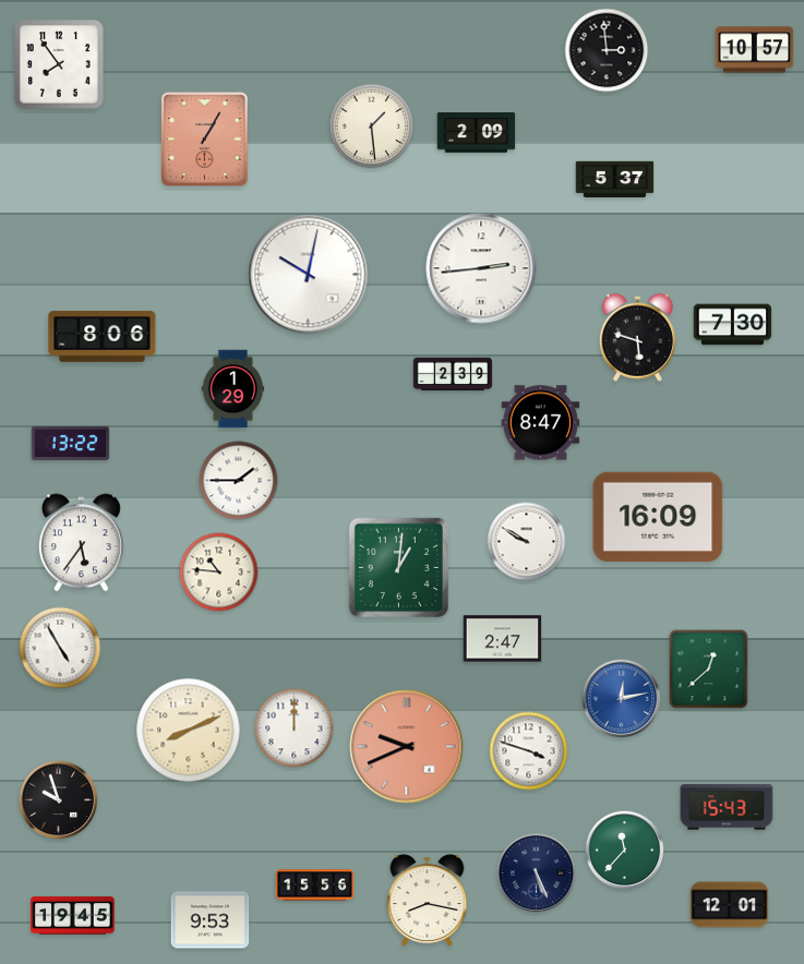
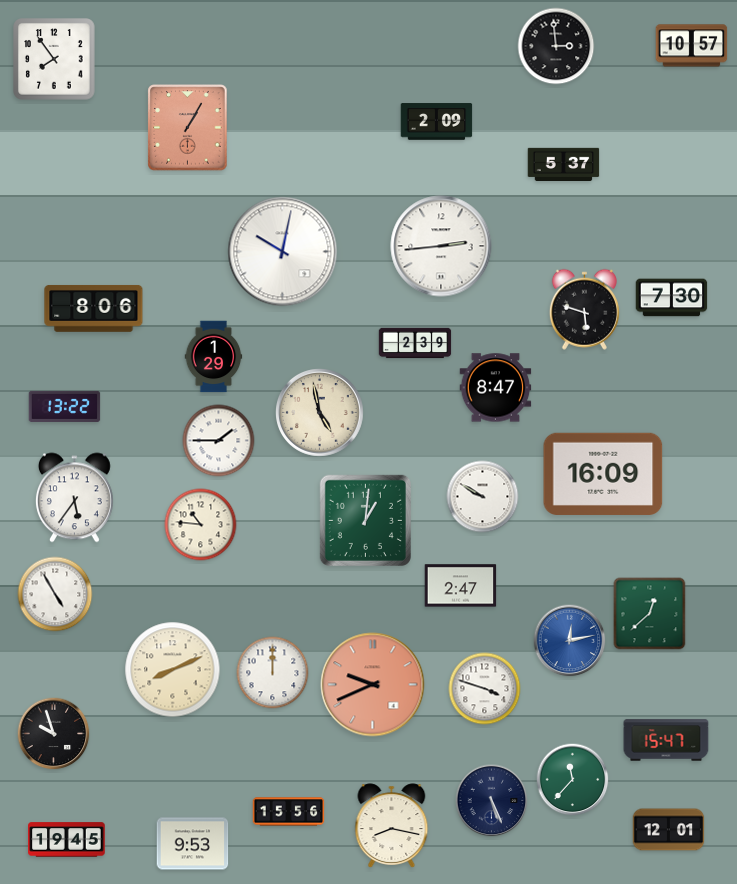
clock at (372, 126): 1:29 -> none
clock at (320, 413): none -> 4:58
clock at (295, 728) position: (295, 728) -> (273, 673)
clock at (727, 807): 15:43 -> 15:47
